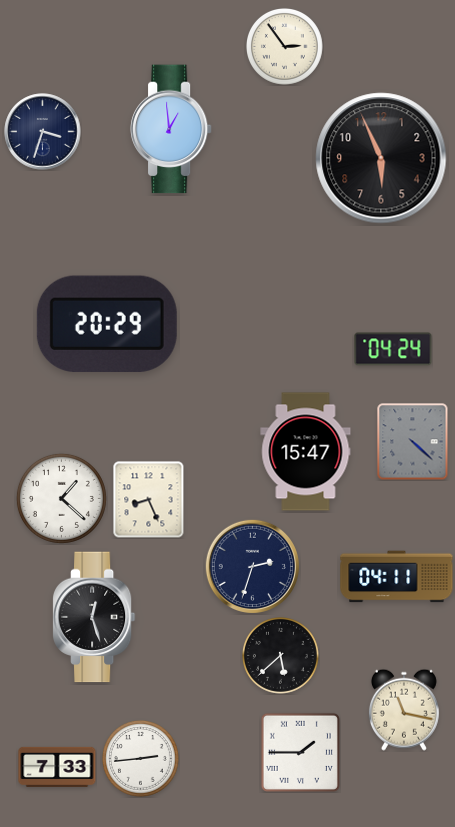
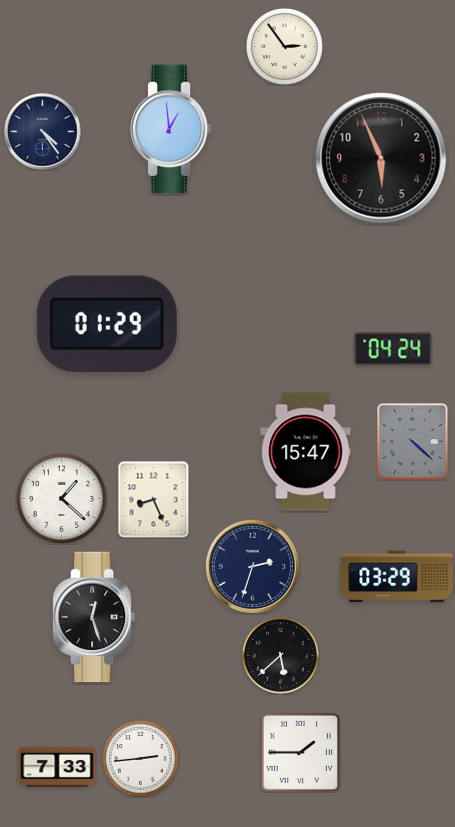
clock at (43, 132): 3:33 -> 4:24
clock at (107, 324): 20:29 -> 01:29
clock at (149, 499) position: (149, 499) -> (154, 499)
clock at (397, 577): 04:11 -> 03:29
clock at (404, 710): 11:17 -> none
